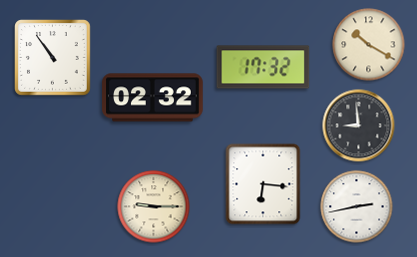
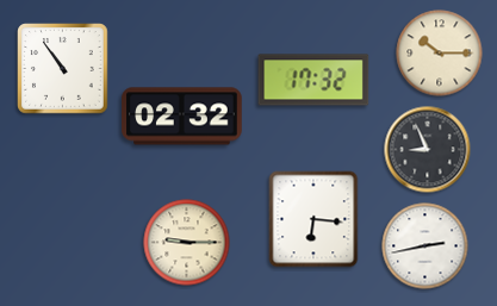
clock at (369, 45): 10:20 -> 10:15
clock at (359, 126): 8:59 -> 8:56
clock at (154, 207) position: (154, 207) -> (187, 243)
